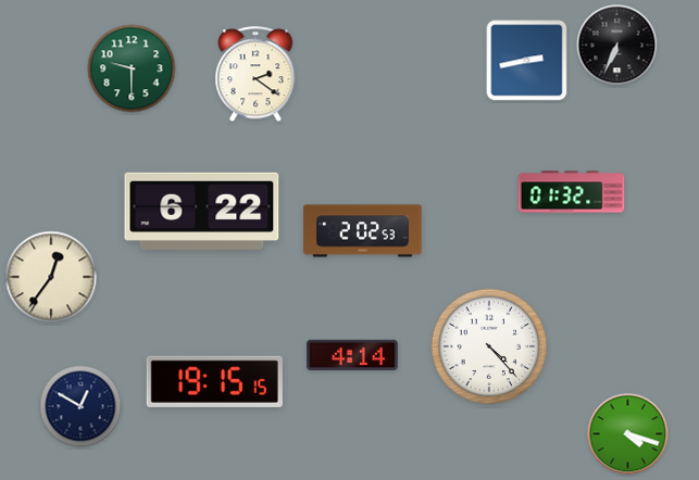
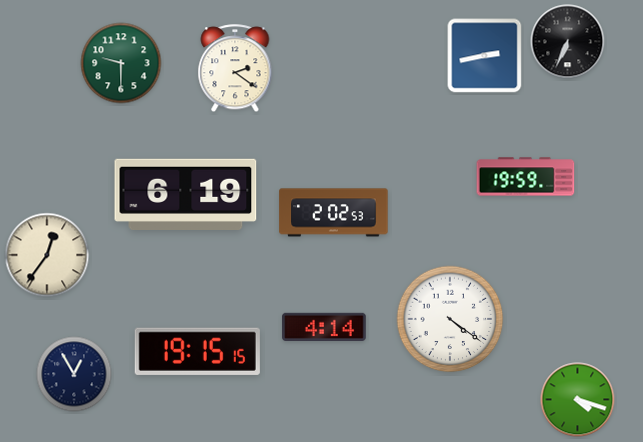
clock at (572, 192): 01:32 -> 19:59
clock at (202, 211): 6:22 -> 6:19
clock at (489, 346): 4:23 -> 4:21
clock at (80, 406): 12:50 -> 12:55
